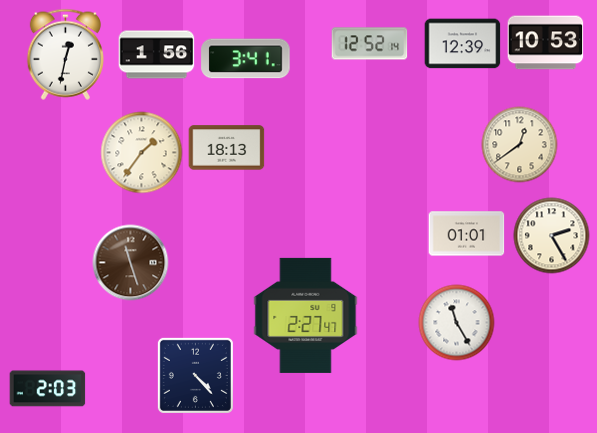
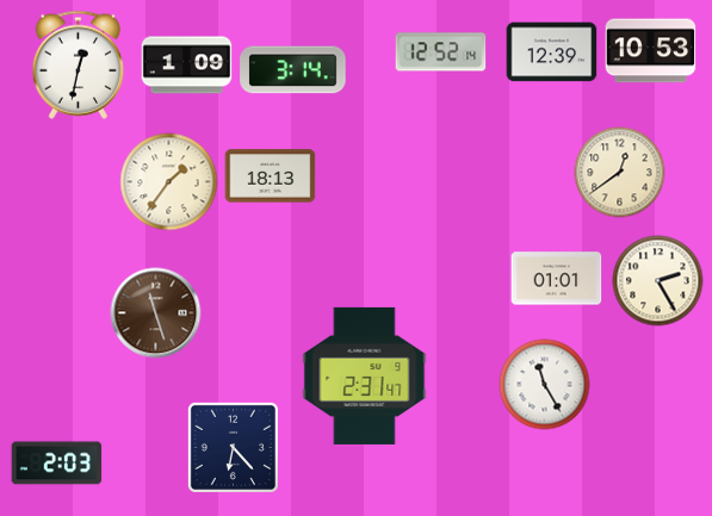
clock at (157, 55): 1:56 -> 1:09
clock at (246, 59): 3:41 -> 3:14
clock at (306, 315): 2:27 -> 2:31
clock at (195, 375): 4:23 -> 6:23
